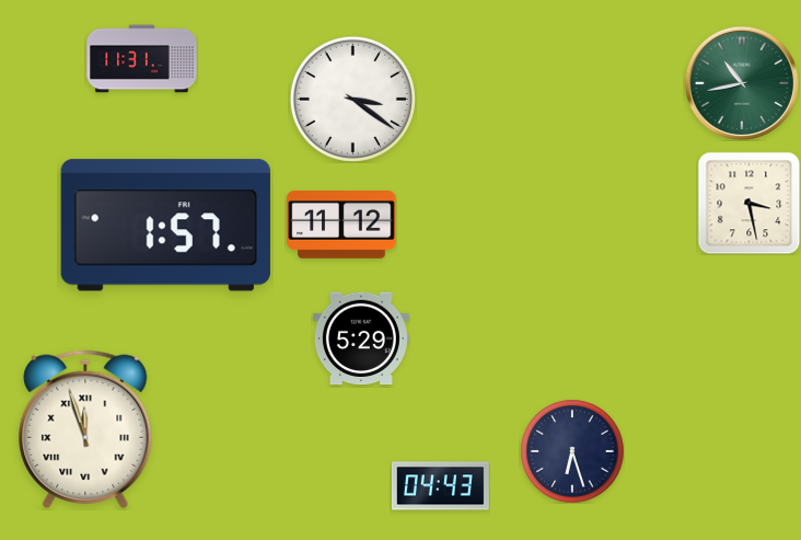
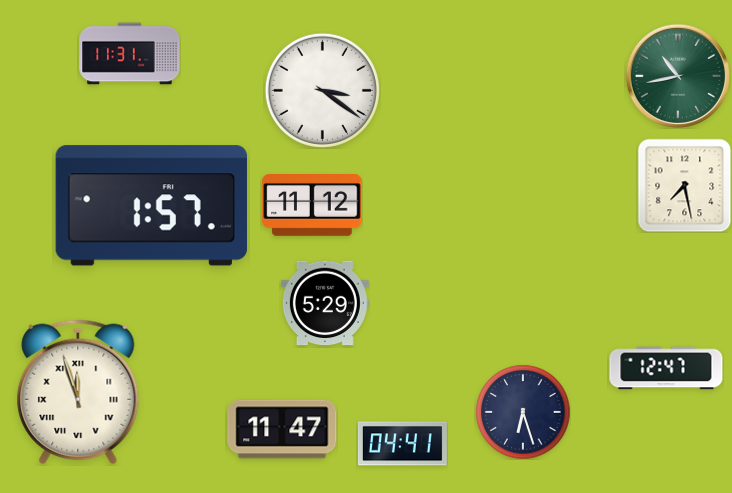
clock at (748, 203): 3:28 -> 7:28
clock at (361, 338) position: (361, 338) -> (325, 303)
clock at (666, 368): none -> 12:47
clock at (282, 429): none -> 11:47
clock at (440, 486): 04:43 -> 04:41
